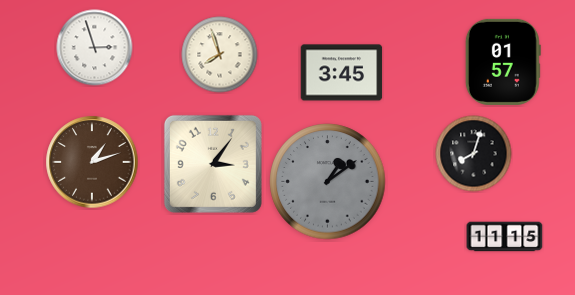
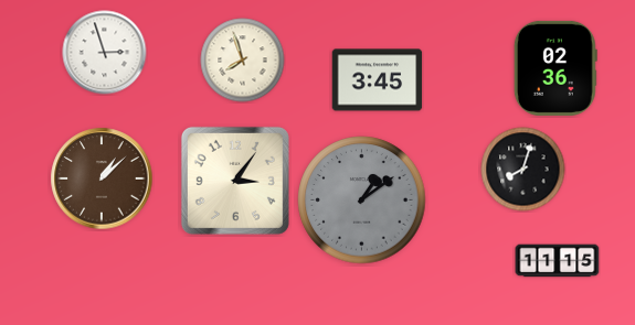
clock at (503, 62): 01:57 -> 02:36
clock at (92, 162): 1:12 -> 1:08
